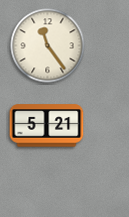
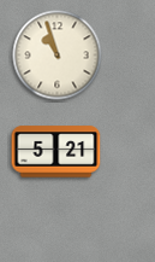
clock at (48, 46): 11:24 -> 10:57
